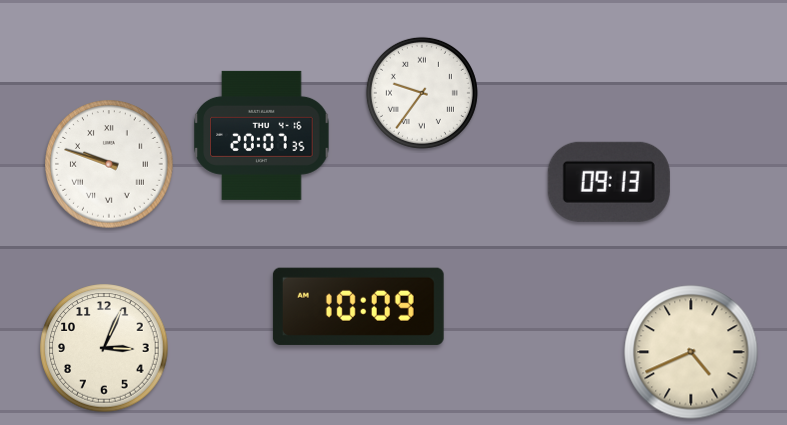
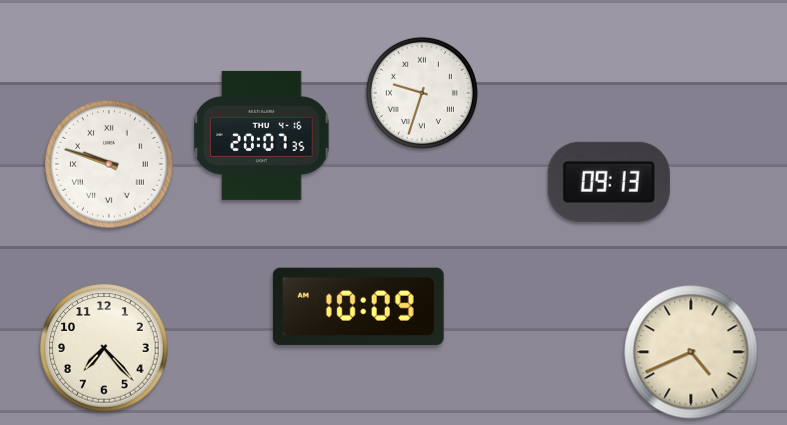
clock at (422, 93): 9:36 -> 9:33
clock at (104, 348): 3:04 -> 7:23
